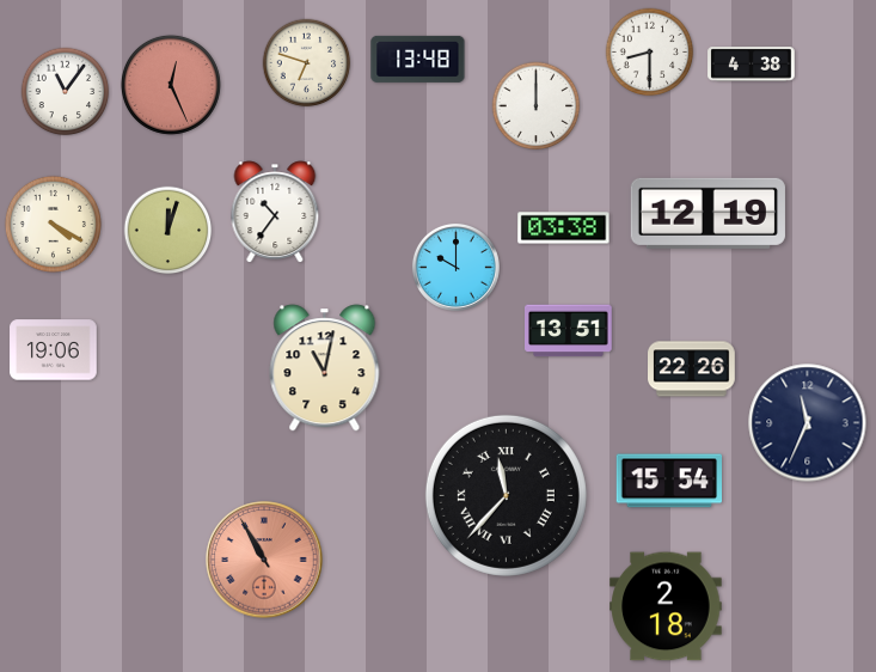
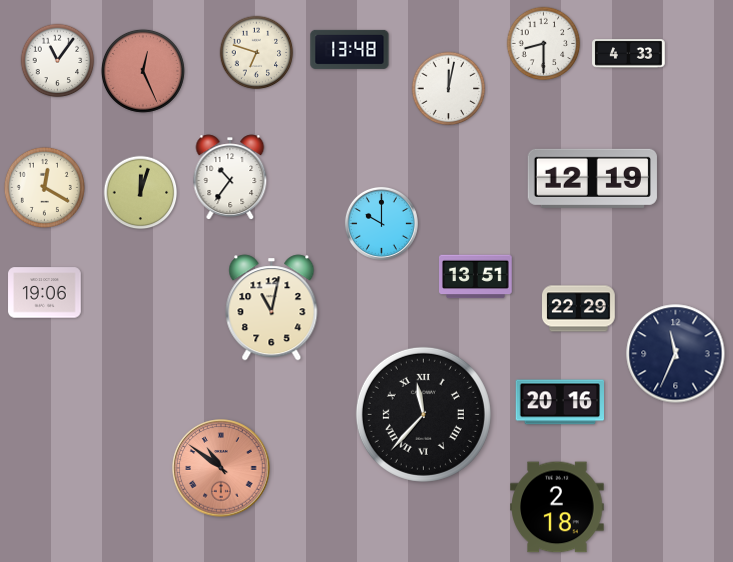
clock at (752, 65): 4:38 -> 4:33
clock at (66, 92) position: (66, 92) -> (58, 61)
clock at (537, 106): 12:00 -> 12:02
clock at (53, 224): 4:20 -> 12:20
clock at (564, 228): 03:38 -> none
clock at (692, 369): 22:26 -> 22:29
clock at (668, 481): 15:54 -> 20:16
clock at (264, 560): 10:55 -> 10:51
